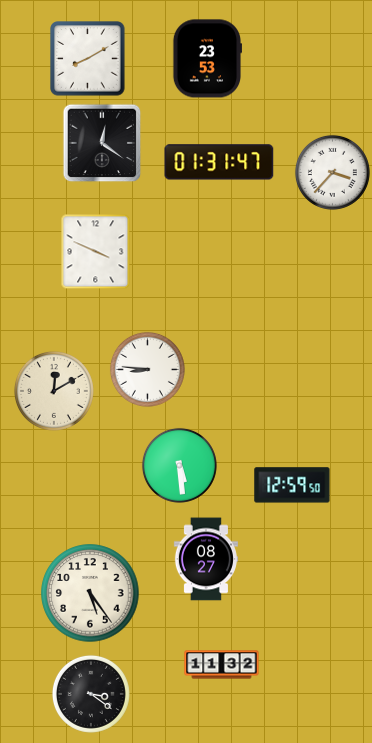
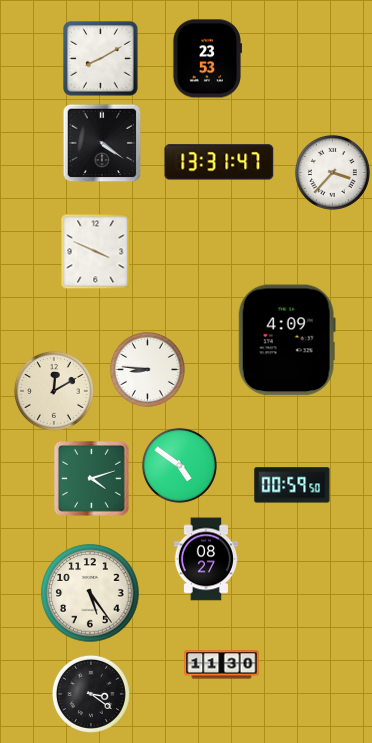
clock at (88, 59) position: (88, 59) -> (101, 59)
clock at (102, 143): 12:21 -> 4:21
clock at (219, 162): 01:31 -> 13:31
clock at (287, 340): none -> 4:09
clock at (179, 465): 5:29 -> 4:51
clock at (92, 479): none -> 4:12
clock at (292, 485): 12:59 -> 00:59
clock at (222, 665): 11:32 -> 11:30
